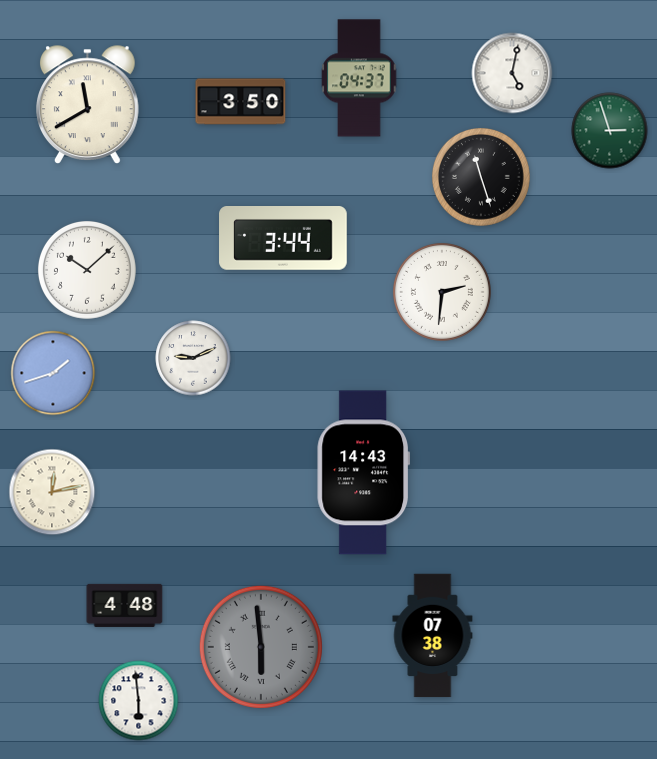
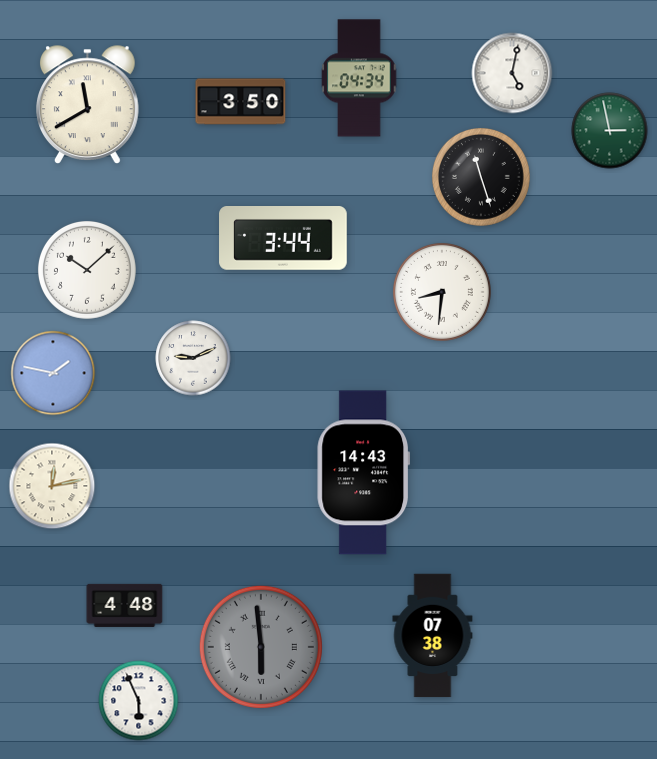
clock at (359, 78): 04:37 -> 04:34
clock at (610, 131): 2:57 -> 2:58
clock at (442, 292): 2:31 -> 8:31
clock at (53, 373): 1:42 -> 1:47
clock at (52, 492) position: (52, 492) -> (52, 486)
clock at (139, 701): 5:59 -> 5:56
